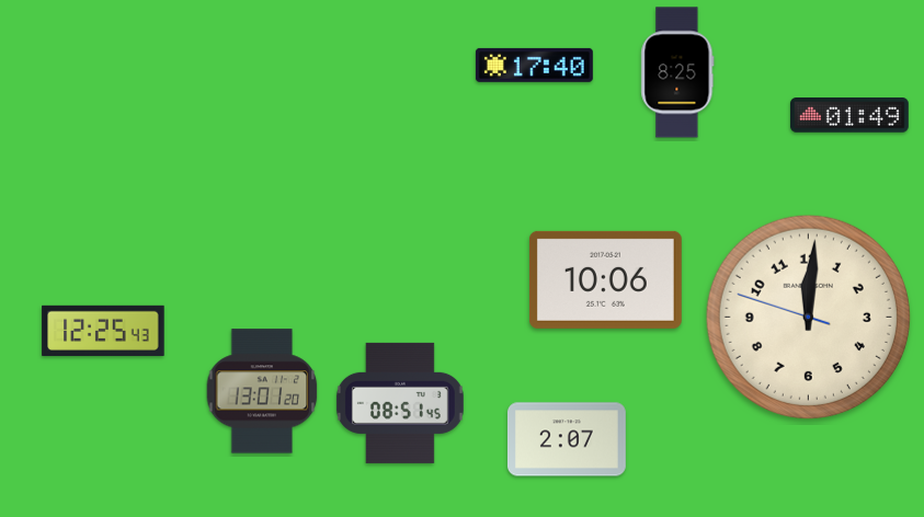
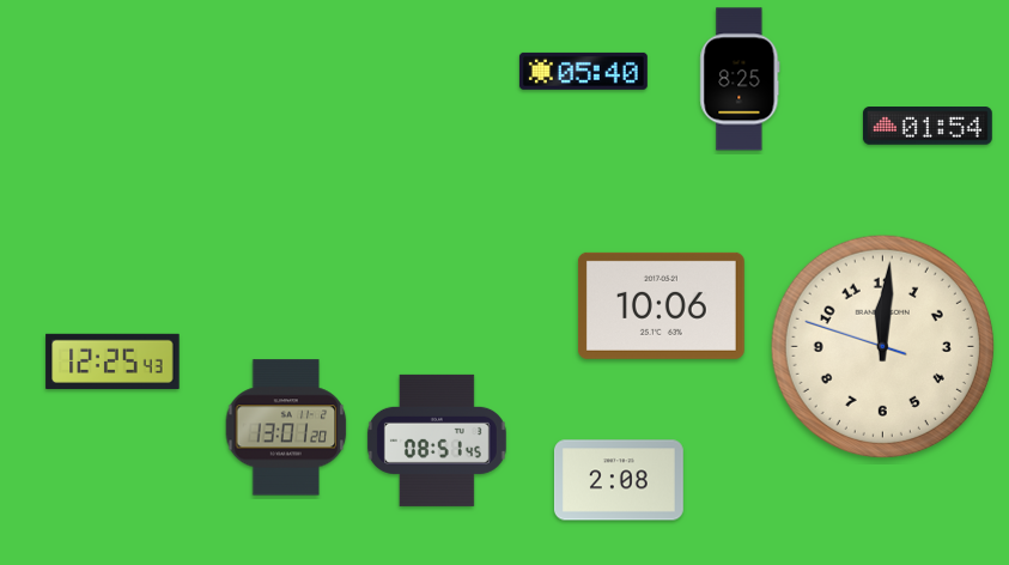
clock at (534, 65): 17:40 -> 05:40
clock at (849, 116): 01:49 -> 01:54
clock at (567, 439): 2:07 -> 2:08
